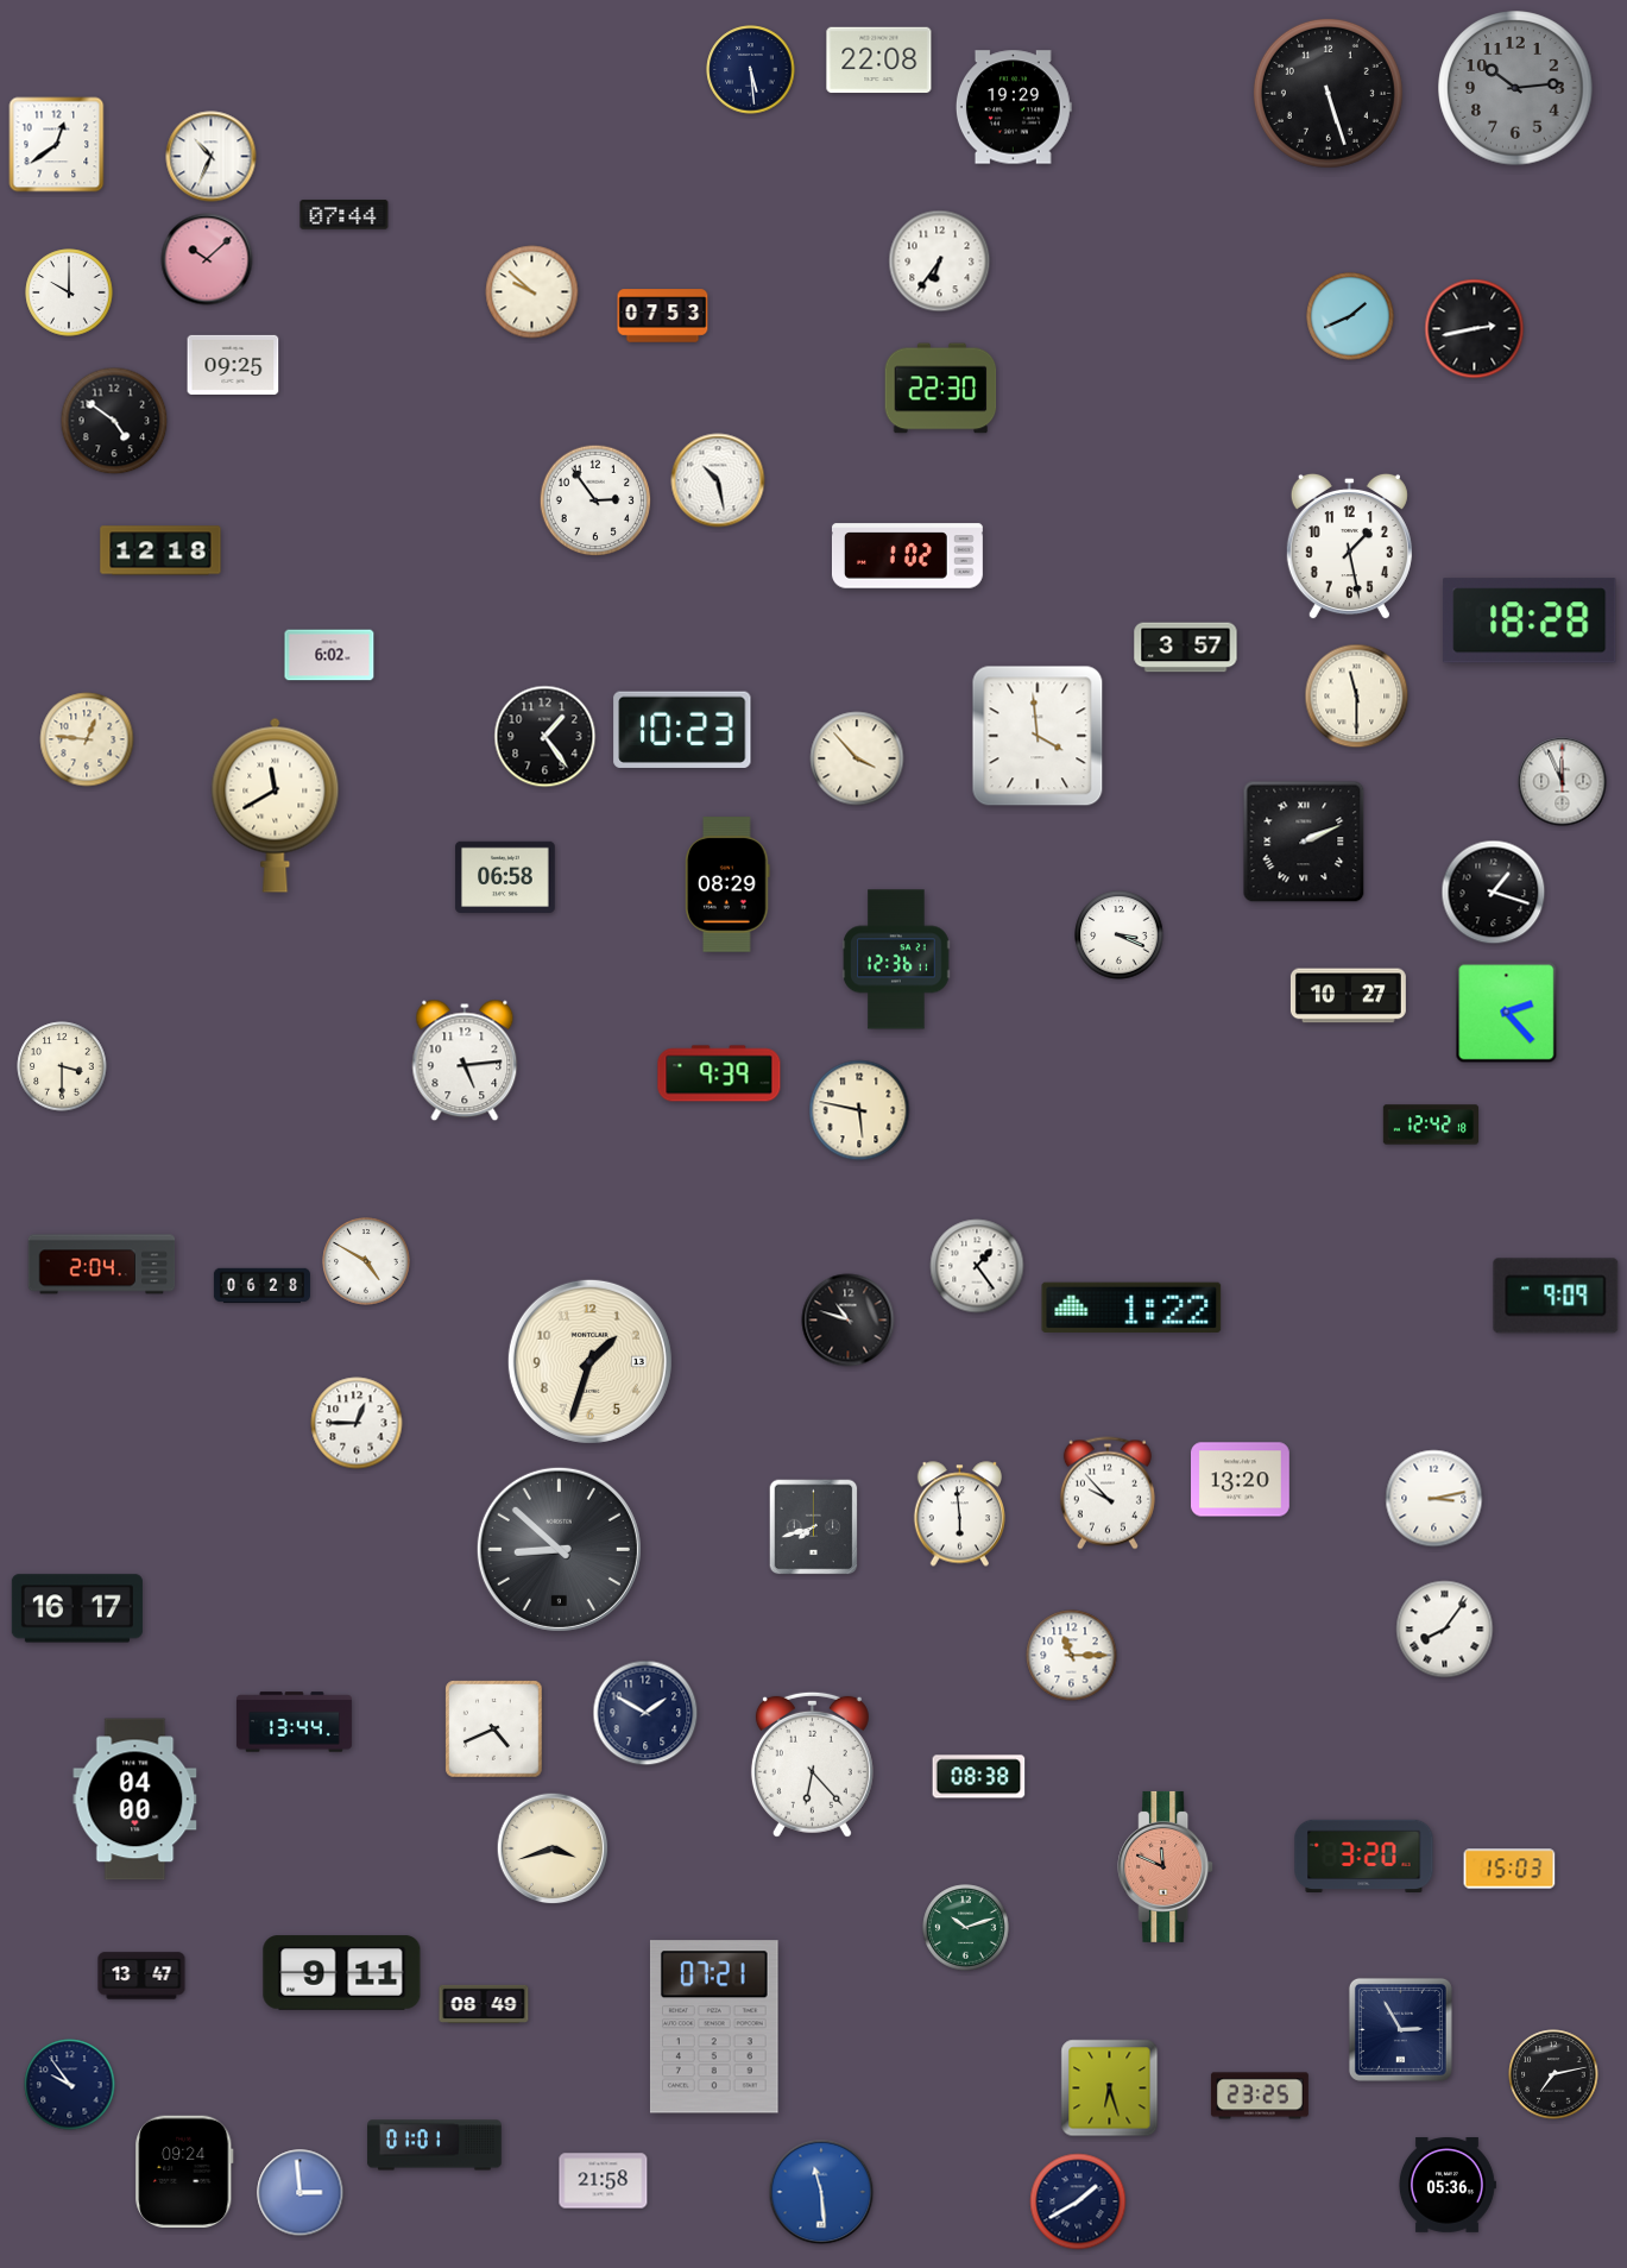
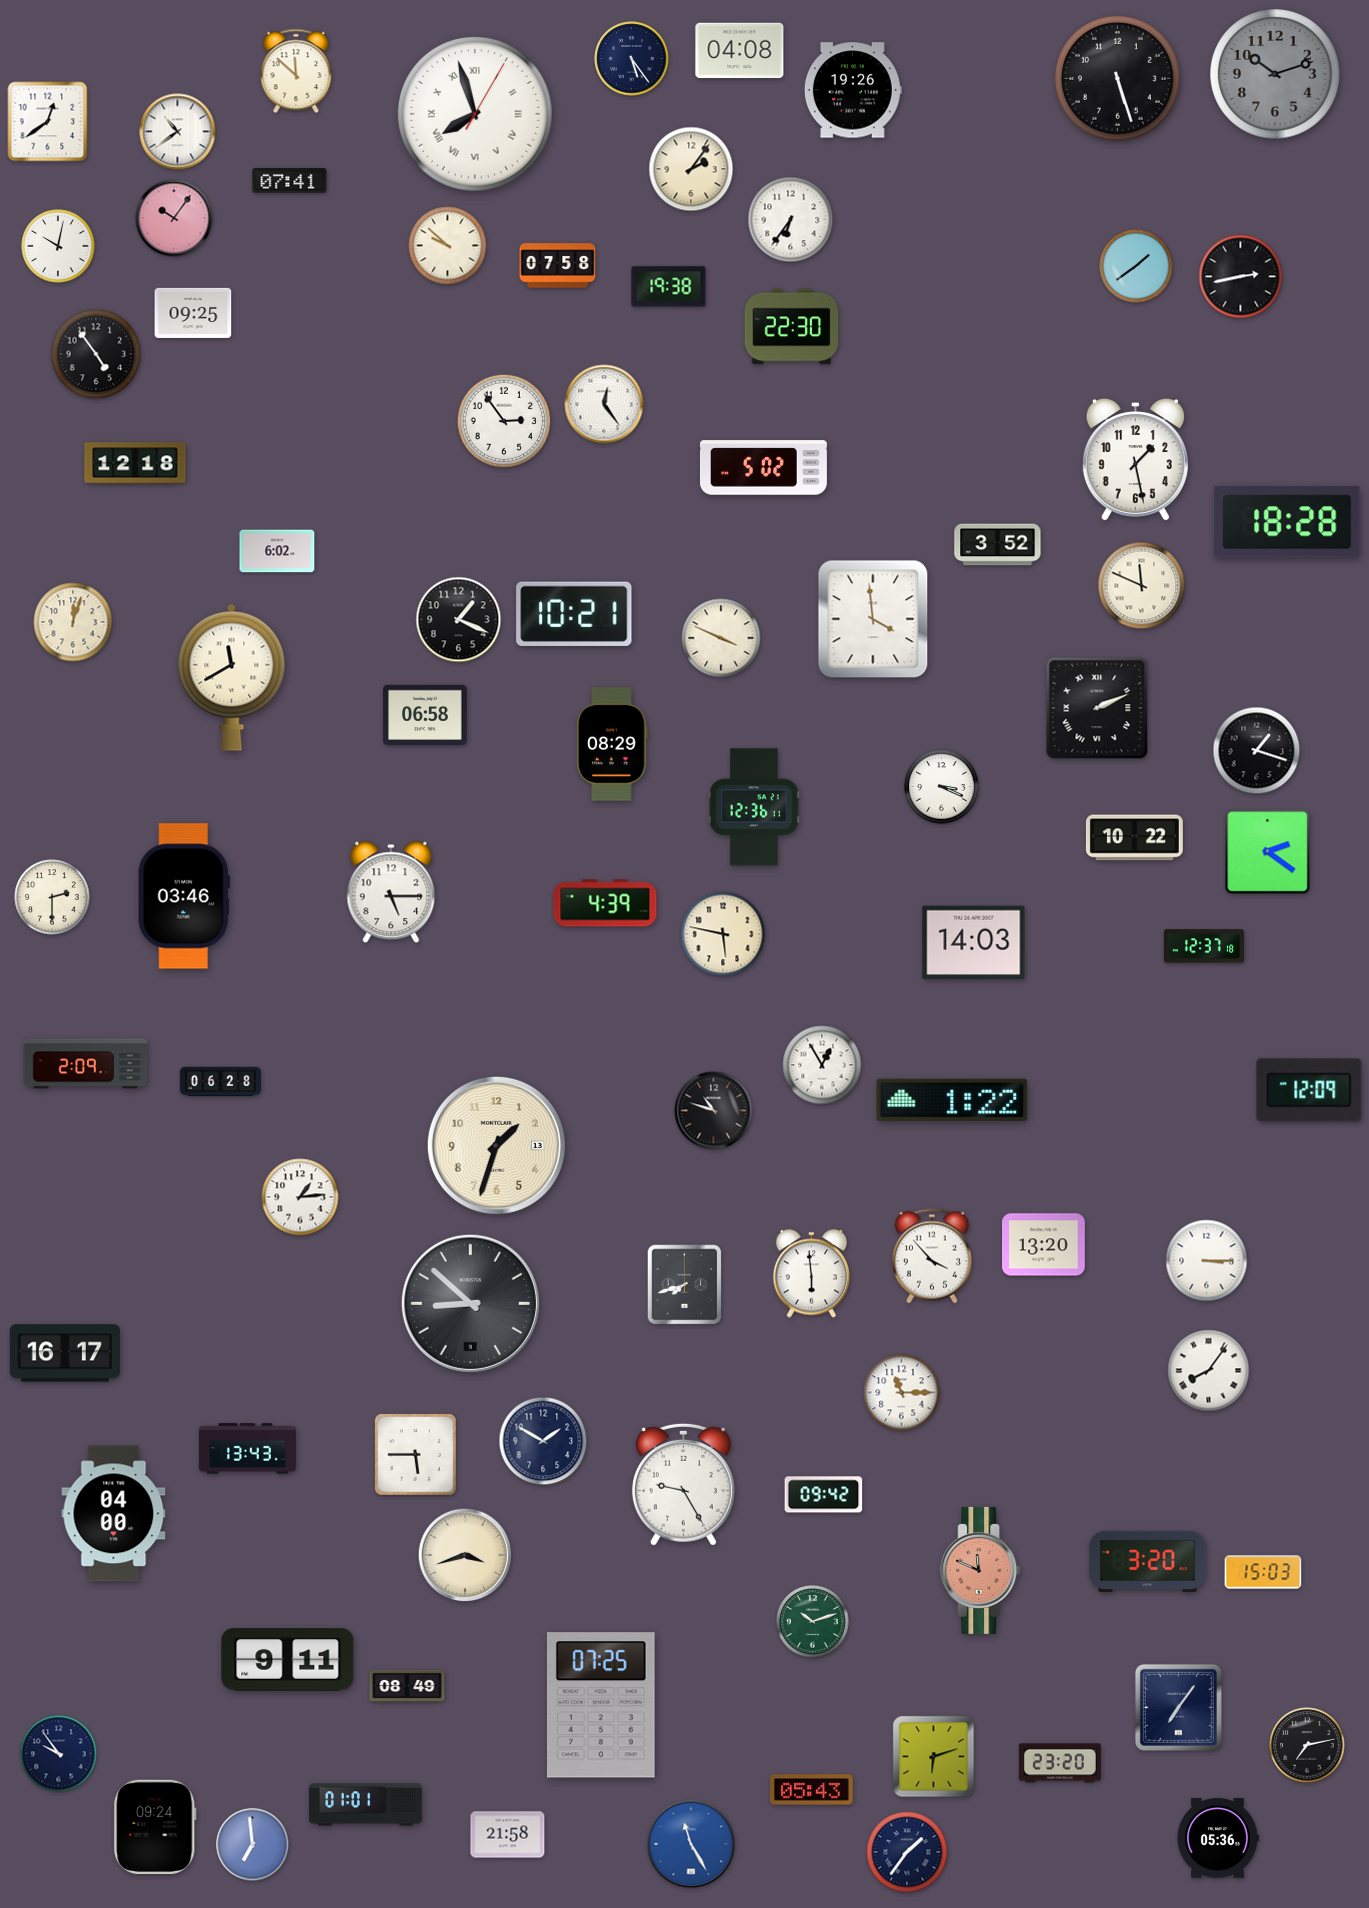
clock at (879, 61): 22:08 -> 04:08
clock at (751, 70): 5:29 -> 5:24
clock at (296, 71): none -> 11:52
clock at (1515, 88): 10:14 -> 10:12
clock at (1014, 107): 19:29 -> 19:26
clock at (475, 114): none -> 7:57
clock at (212, 157): 10:34 -> 10:39
clock at (691, 169): none -> 2:06
clock at (345, 215): 07:44 -> 07:41
clock at (207, 259): 10:08 -> 10:06
clock at (69, 292): 10:00 -> 10:02
clock at (663, 316): 07:53 -> 07:58
clock at (1350, 316): 1:41 -> 1:39
clock at (669, 287): none -> 19:38
clock at (233, 365) position: (233, 365) -> (193, 313)
clock at (114, 421): 4:51 -> 4:54
clock at (718, 480): 10:28 -> 12:24
clock at (595, 500) position: (595, 500) -> (504, 421)
clock at (907, 556): 1:02 -> 5:02
clock at (1186, 648): 3:57 -> 3:52
clock at (1357, 697): 11:30 -> 11:49
clock at (682, 730): 10:23 -> 10:21
clock at (546, 737): 1:24 -> 1:19
clock at (87, 739): 12:46 -> 12:03
clock at (857, 758): 3:53 -> 3:49
clock at (1563, 782): 11:56 -> none
clock at (505, 876) position: (505, 876) -> (425, 714)
clock at (1348, 996): 10:27 -> 10:22
clock at (1507, 1013): 2:23 -> 2:21
clock at (465, 1060): 5:14 -> 5:15
clock at (184, 896): none -> 03:46
clock at (62, 1066): 3:30 -> 2:30
clock at (719, 1073): 9:39 -> 4:39
clock at (974, 943): none -> 14:03
clock at (1430, 1124): 12:42 -> 12:37
clock at (366, 1261): 4:50 -> none
clock at (102, 1265): 2:04 -> 2:09
clock at (977, 1266): 1:24 -> 12:55
clock at (1556, 1296): 9:09 -> 12:09
clock at (357, 1423): 12:45 -> 1:14
clock at (1108, 1493): 9:53 -> 3:53
clock at (1434, 1499): 3:13 -> 3:15
clock at (959, 1514) position: (959, 1514) -> (811, 1274)
clock at (1445, 1630) position: (1445, 1630) -> (1209, 1371)
clock at (294, 1722): 13:44 -> 13:43
clock at (494, 1730): 4:41 -> 5:45
clock at (812, 1764): 6:23 -> 9:25
clock at (979, 1777): 08:38 -> 09:42
clock at (1509, 1869) position: (1509, 1869) -> (1263, 1572)
clock at (141, 1976): 13:47 -> none
clock at (714, 2027): 07:21 -> 07:25
clock at (1400, 2029): 2:55 -> 7:06
clock at (1110, 2089): 6:27 -> 6:12
clock at (1260, 2096): 23:25 -> 23:20
clock at (812, 1790): none -> 05:43
clock at (821, 2192): 11:29 -> 11:25
clock at (301, 2193): 2:59 -> 6:59
clock at (1078, 2201): 1:40 -> 1:36
